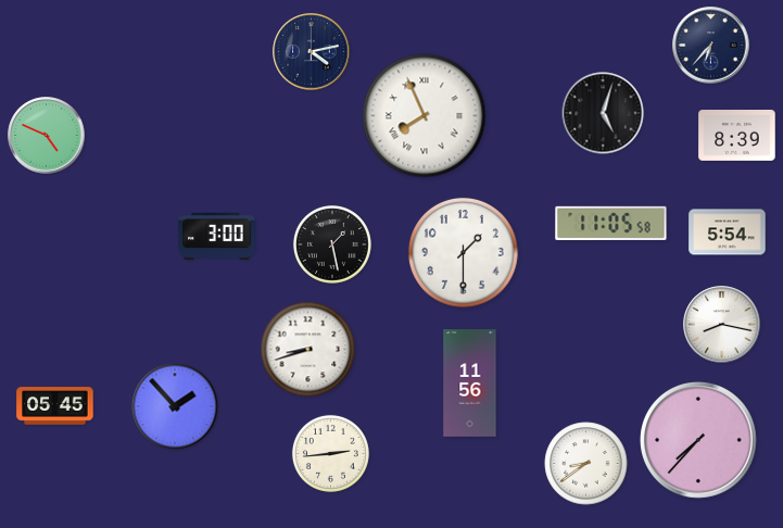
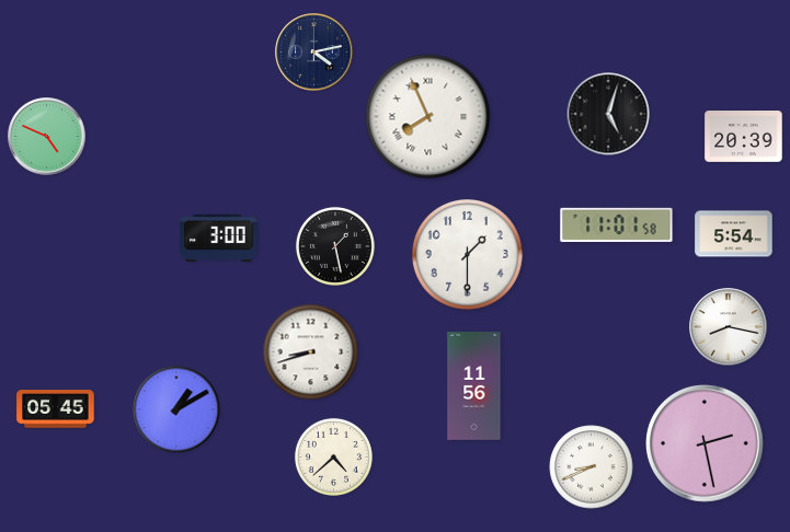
clock at (711, 46): 6:37 -> none
clock at (737, 136): 8:39 -> 20:39
clock at (611, 223): 11:05 -> 11:01
clock at (175, 406): 1:53 -> 1:10
clock at (699, 441): 7:37 -> 2:28
clock at (330, 453): 2:44 -> 4:38
clock at (586, 464): 8:39 -> 8:41
